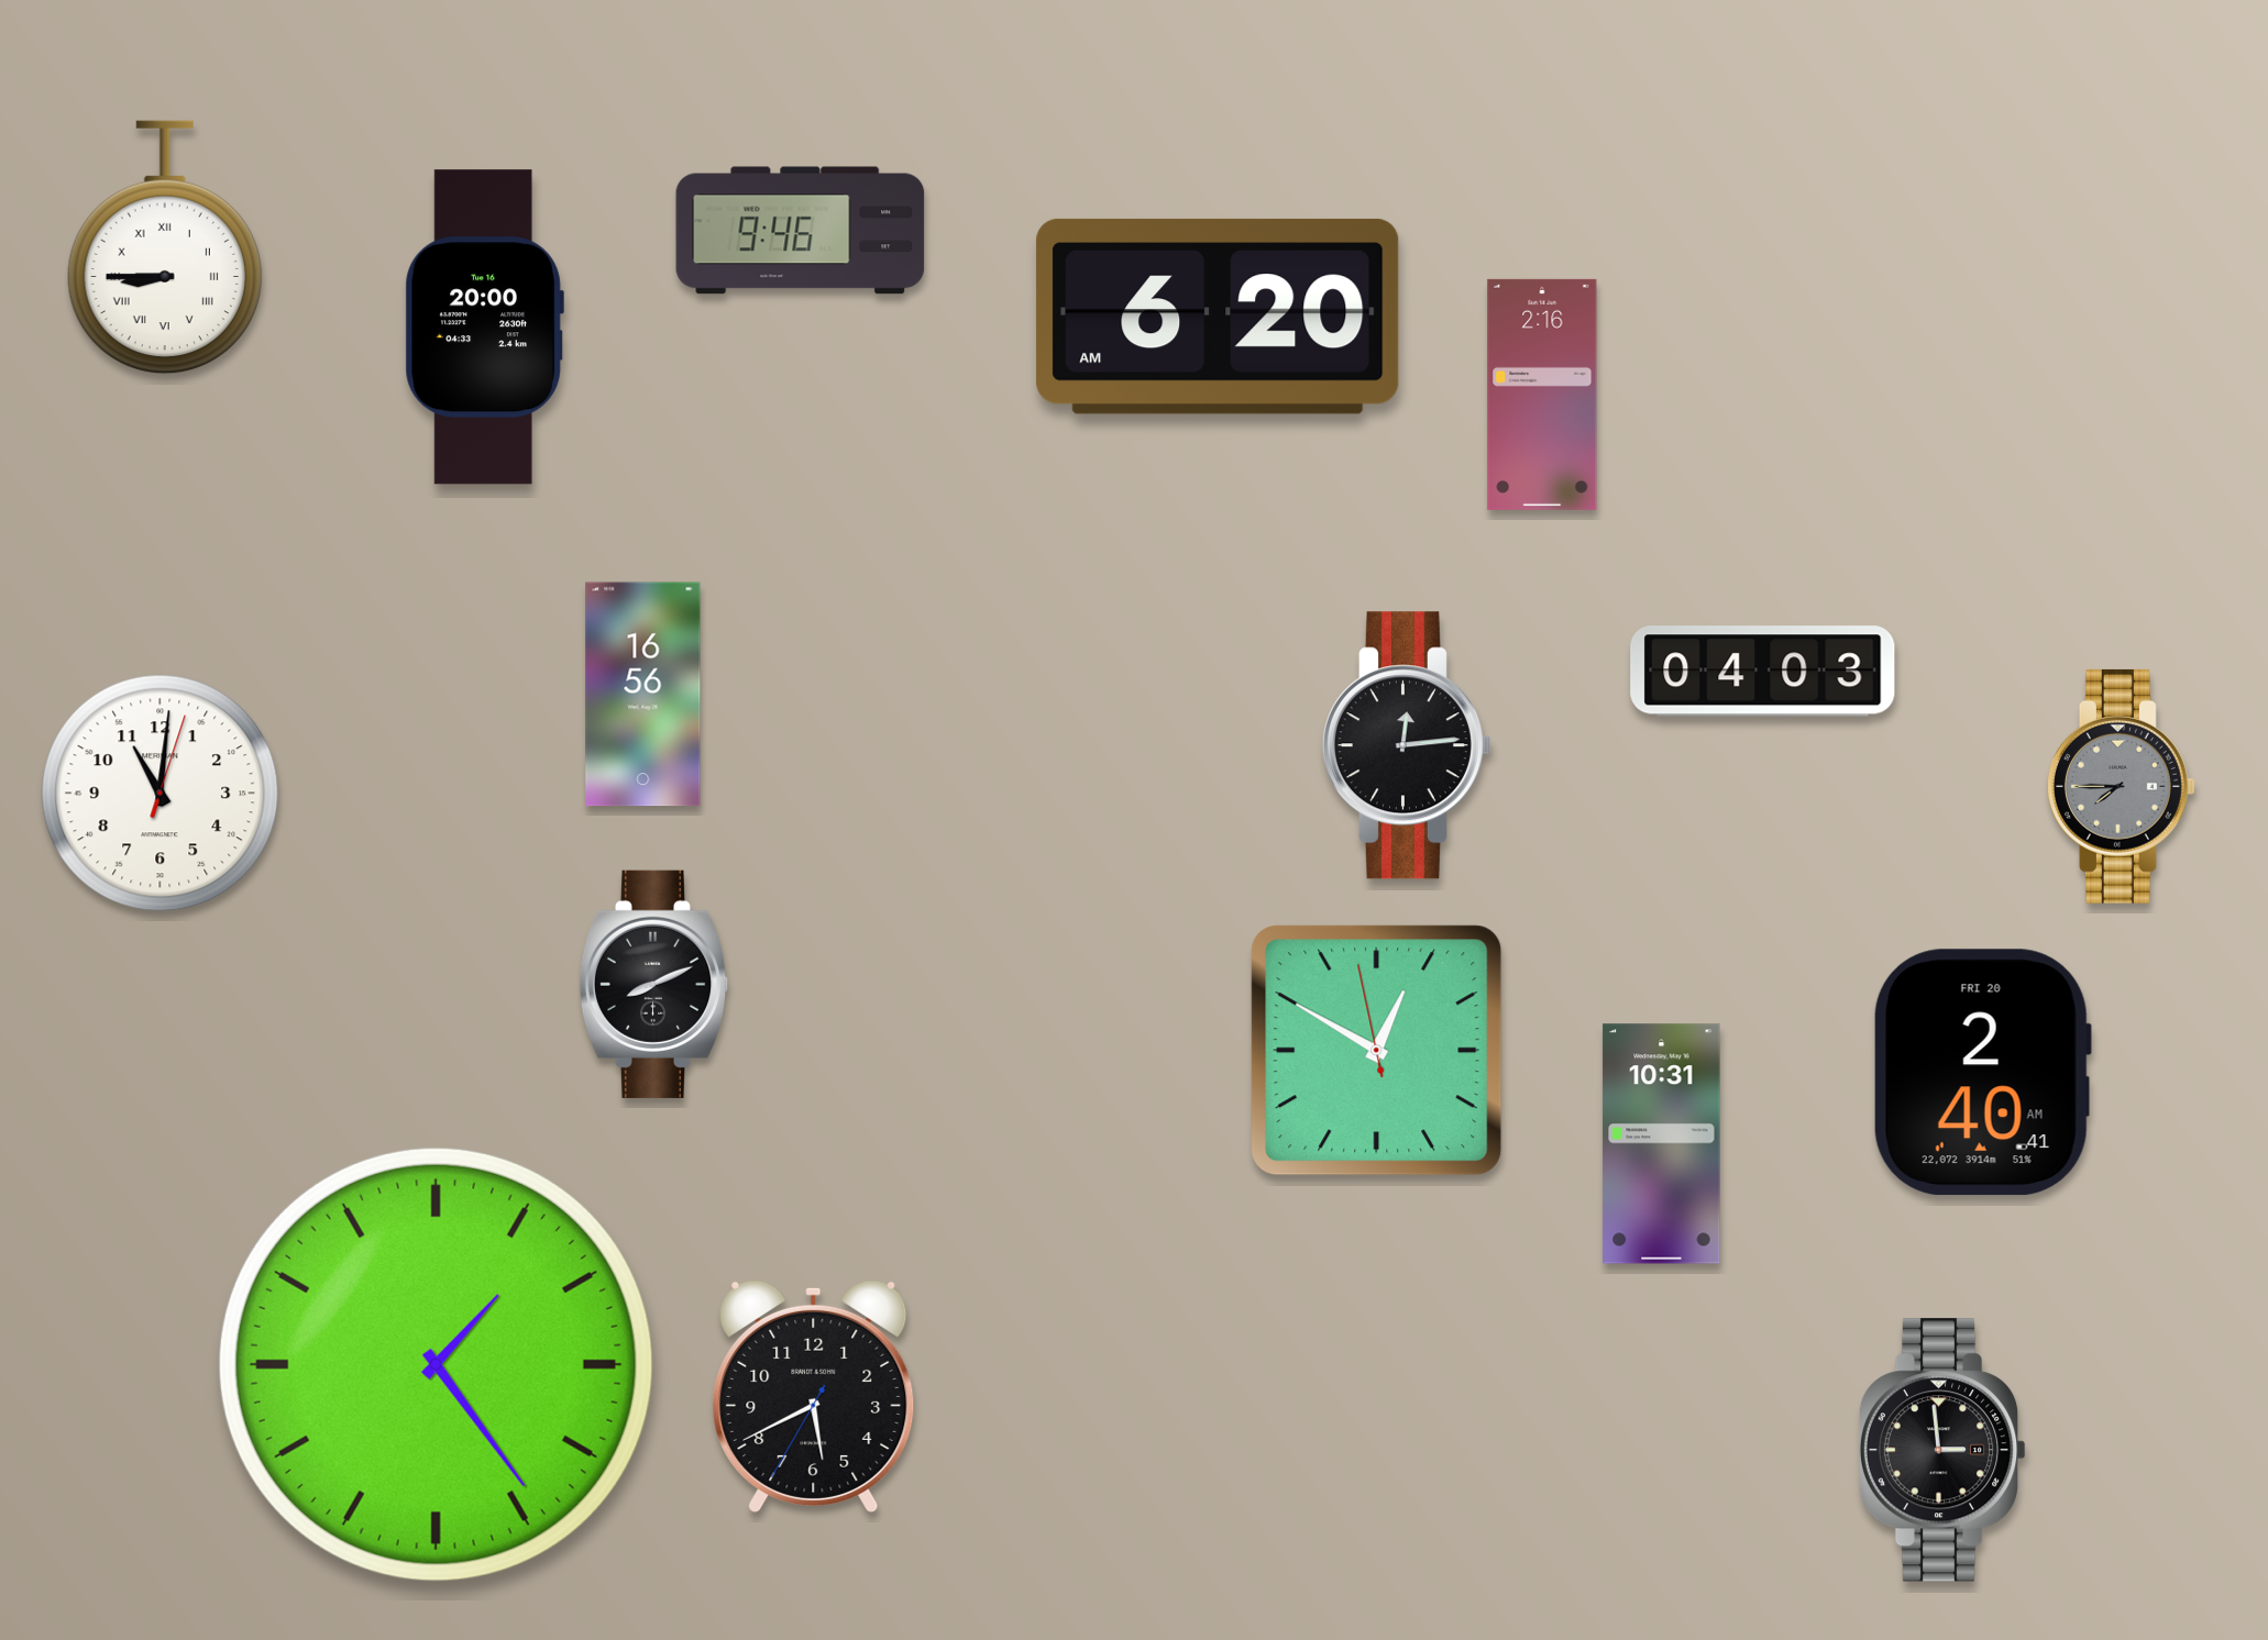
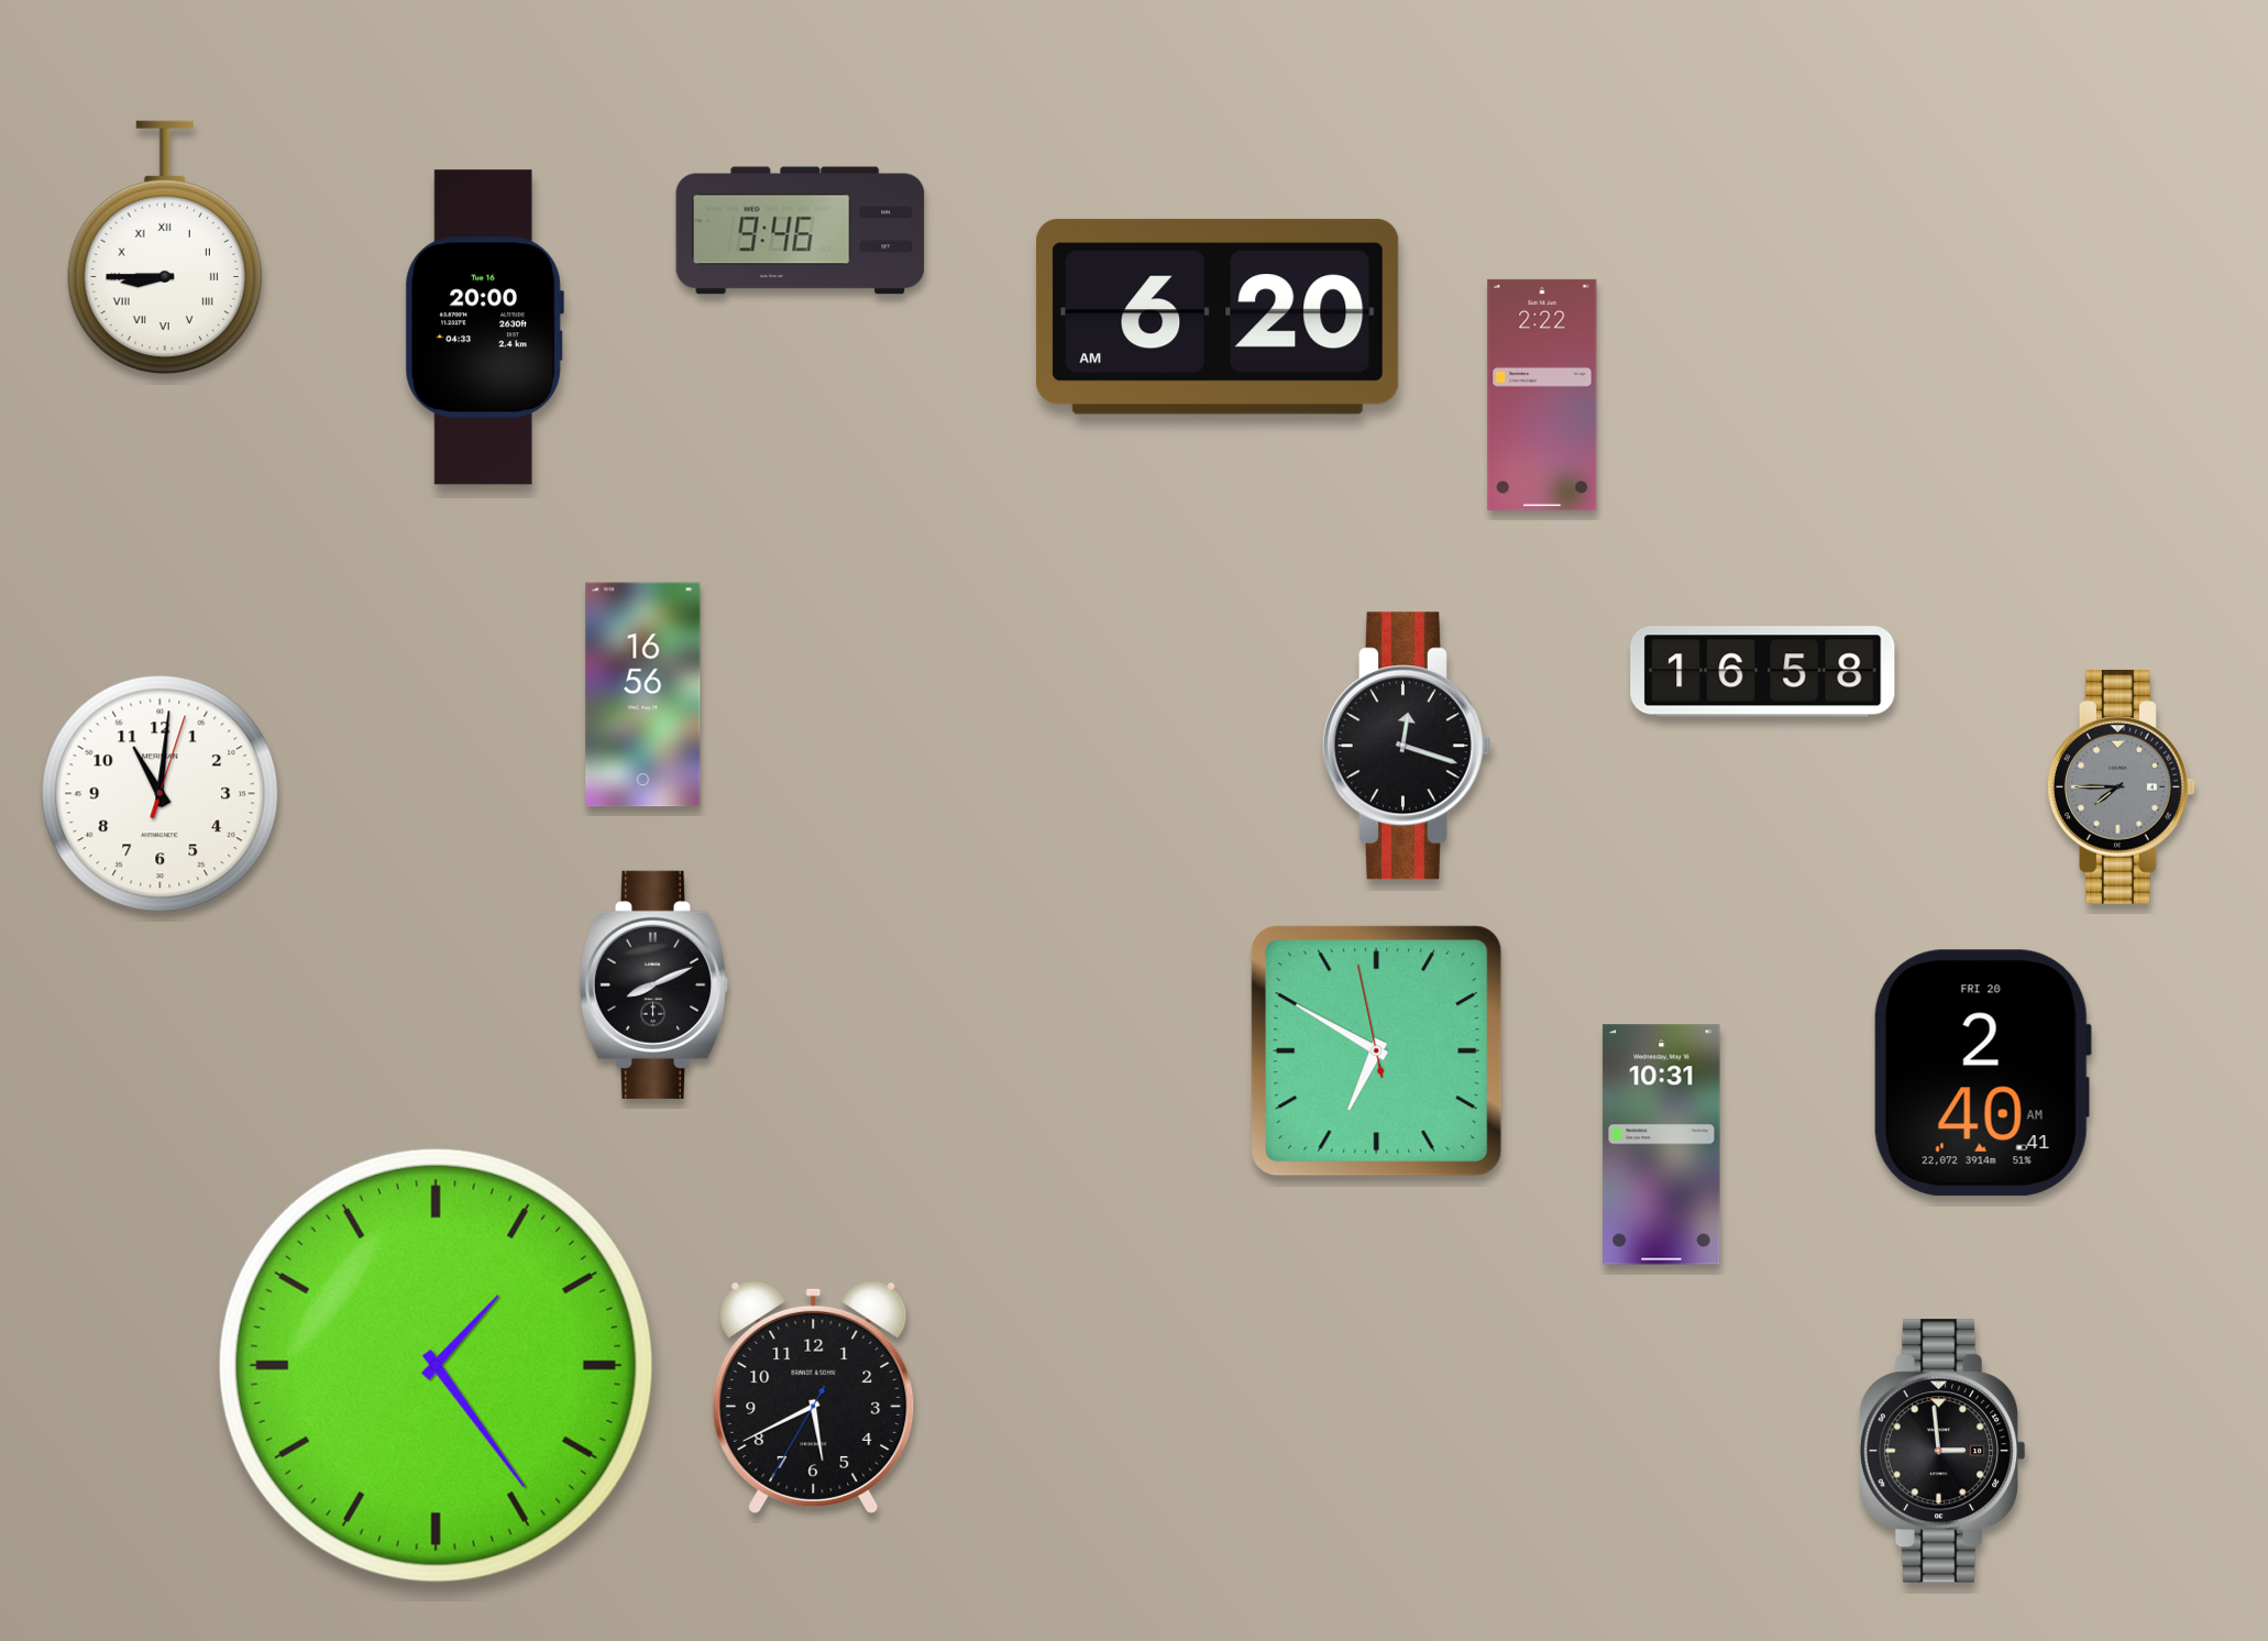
clock at (1542, 395): 2:16 -> 2:22
clock at (1763, 672): 04:03 -> 16:58
clock at (1407, 745): 12:14 -> 12:18
clock at (1377, 1051): 12:49 -> 6:49
